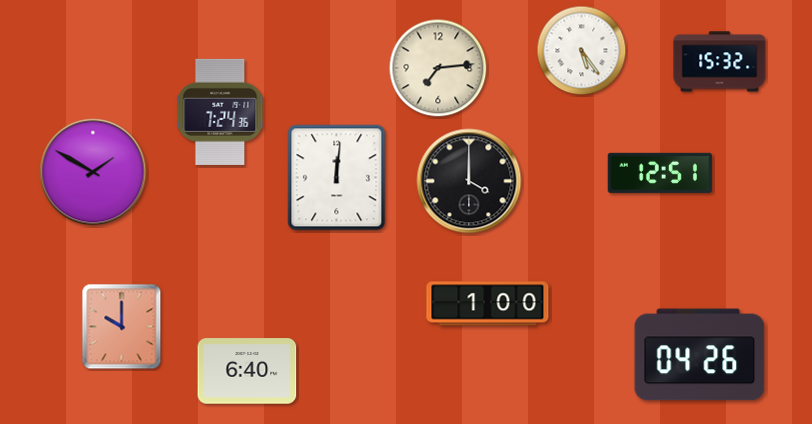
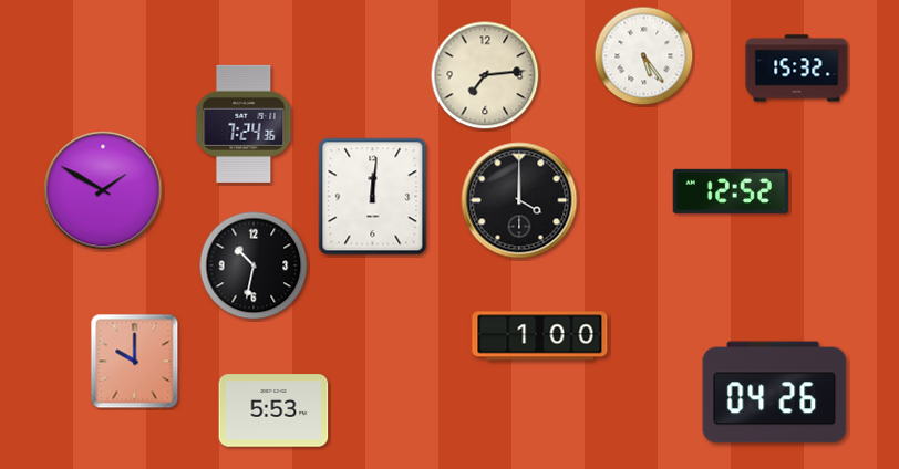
clock at (660, 173): 12:51 -> 12:52
clock at (254, 265): none -> 10:32
clock at (247, 371): 6:40 -> 5:53
